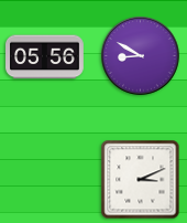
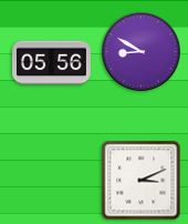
clock at (141, 56) position: (141, 56) -> (142, 52)
clock at (45, 57) position: (45, 57) -> (52, 63)
